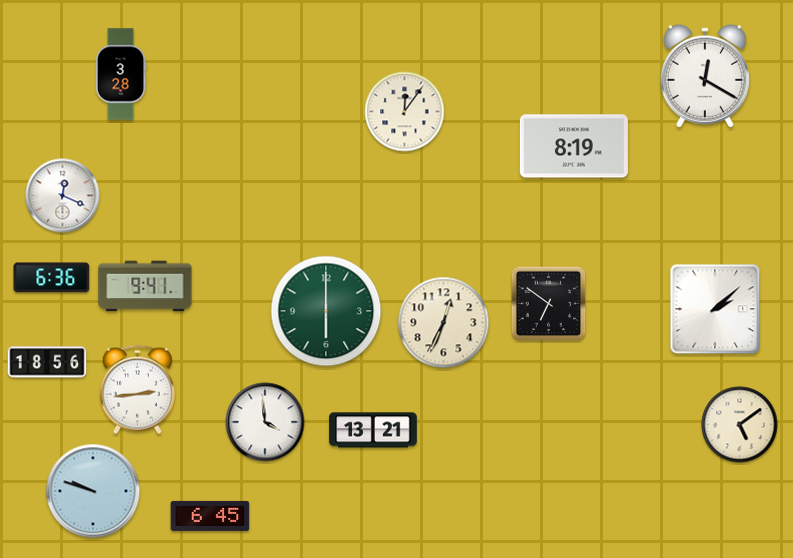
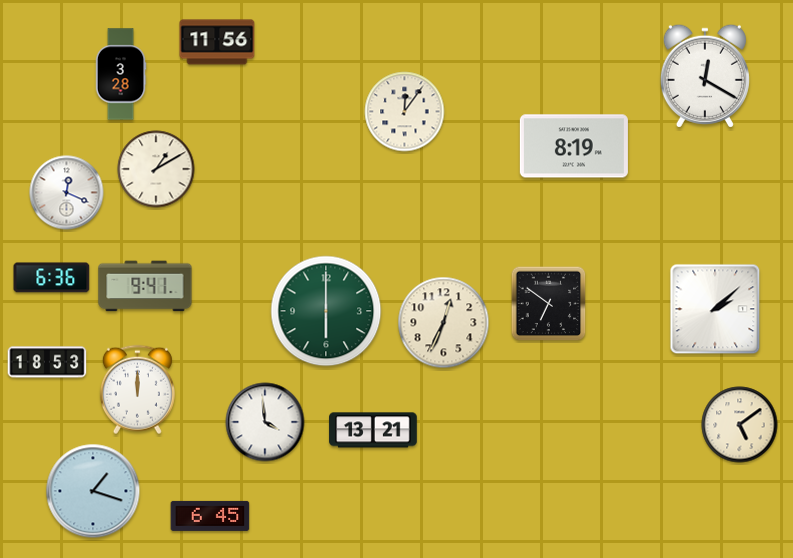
clock at (217, 42): none -> 11:56
clock at (156, 169): none -> 1:10
clock at (63, 196) position: (63, 196) -> (67, 193)
clock at (47, 362): 18:56 -> 18:53
clock at (137, 390): 2:44 -> 12:00
clock at (93, 491): 9:48 -> 1:18
